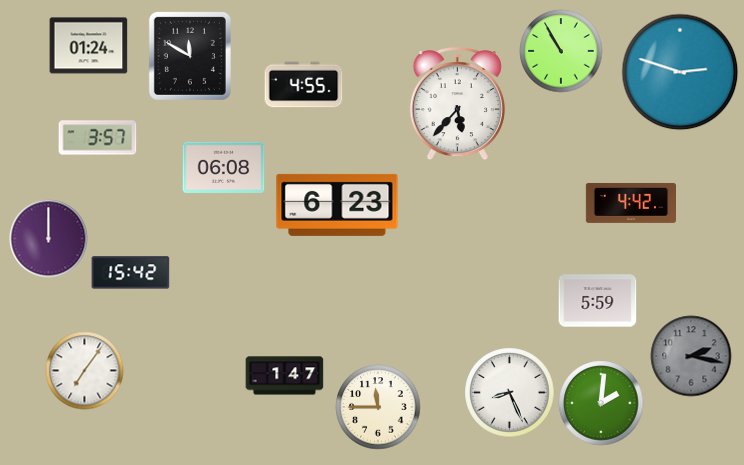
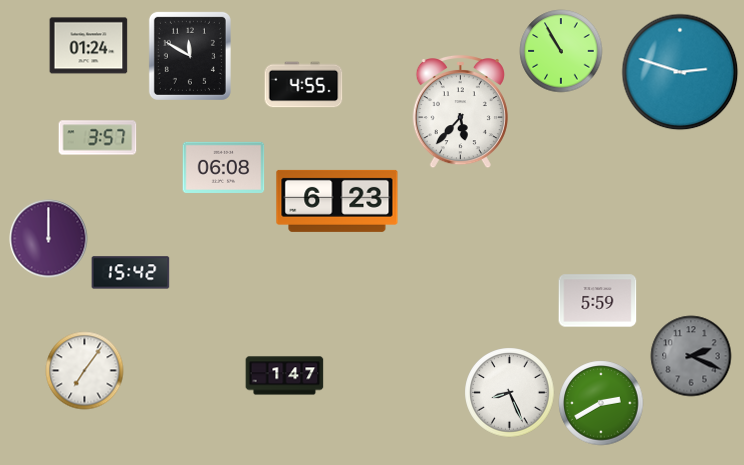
clock at (457, 103) position: (457, 103) -> (460, 111)
clock at (630, 203): 4:42 -> none
clock at (337, 205) position: (337, 205) -> (337, 201)
clock at (691, 356): 2:17 -> 2:19
clock at (601, 403): 2:01 -> 2:40
clock at (378, 407): 11:45 -> none
